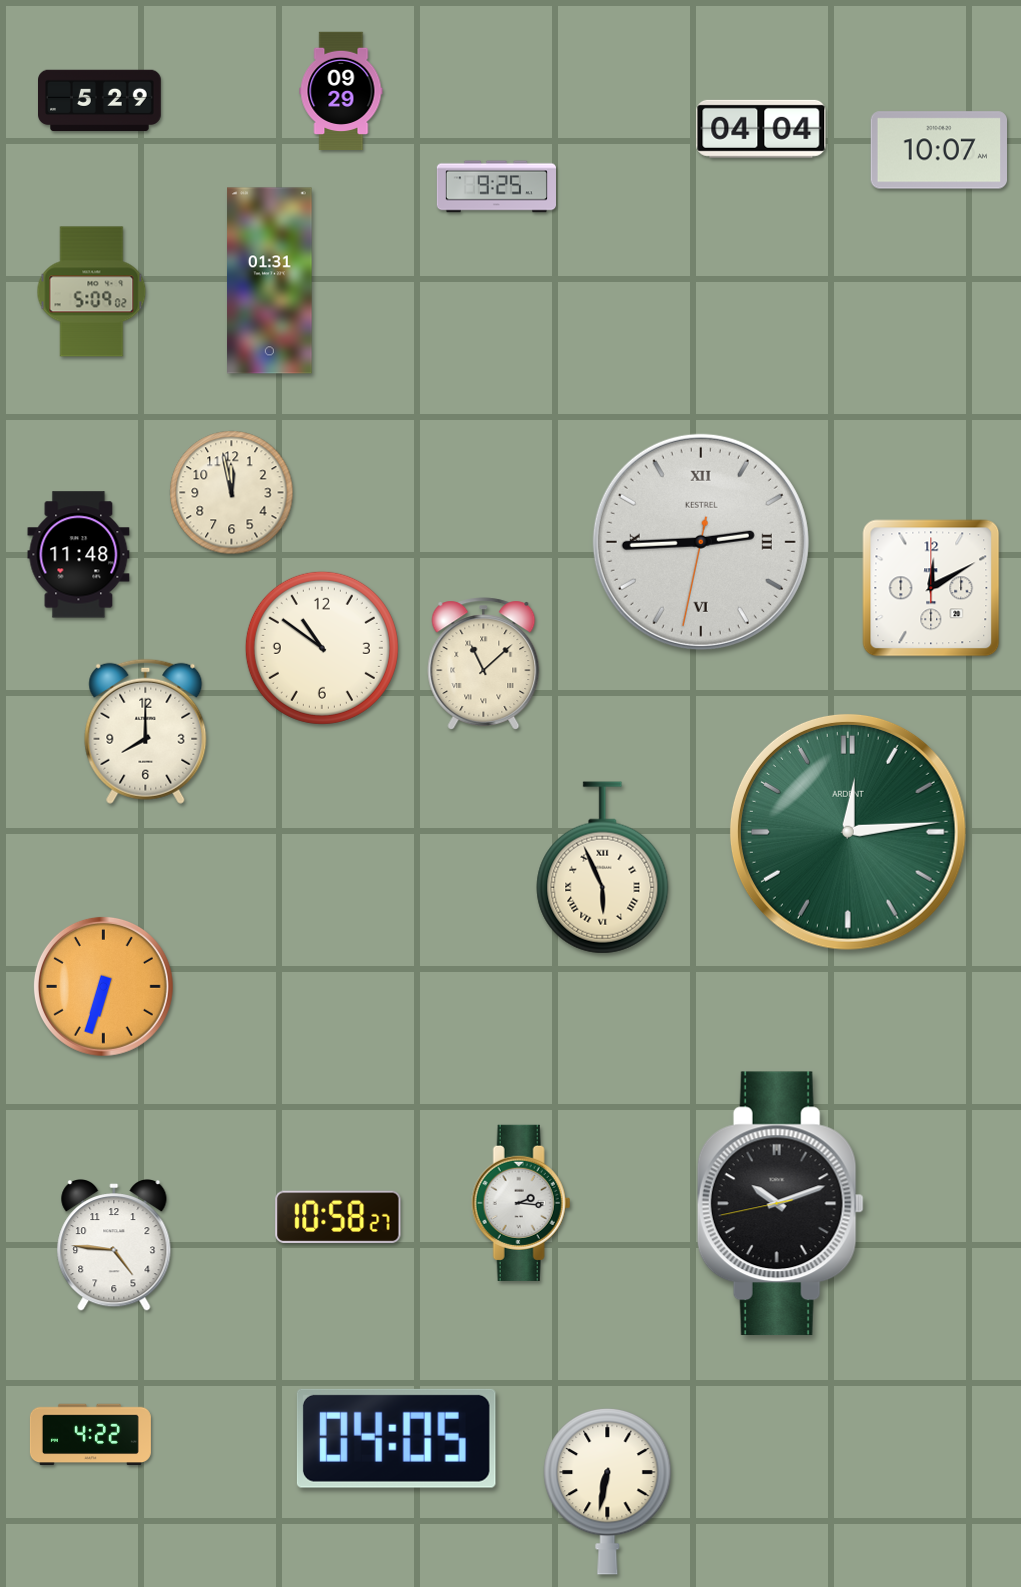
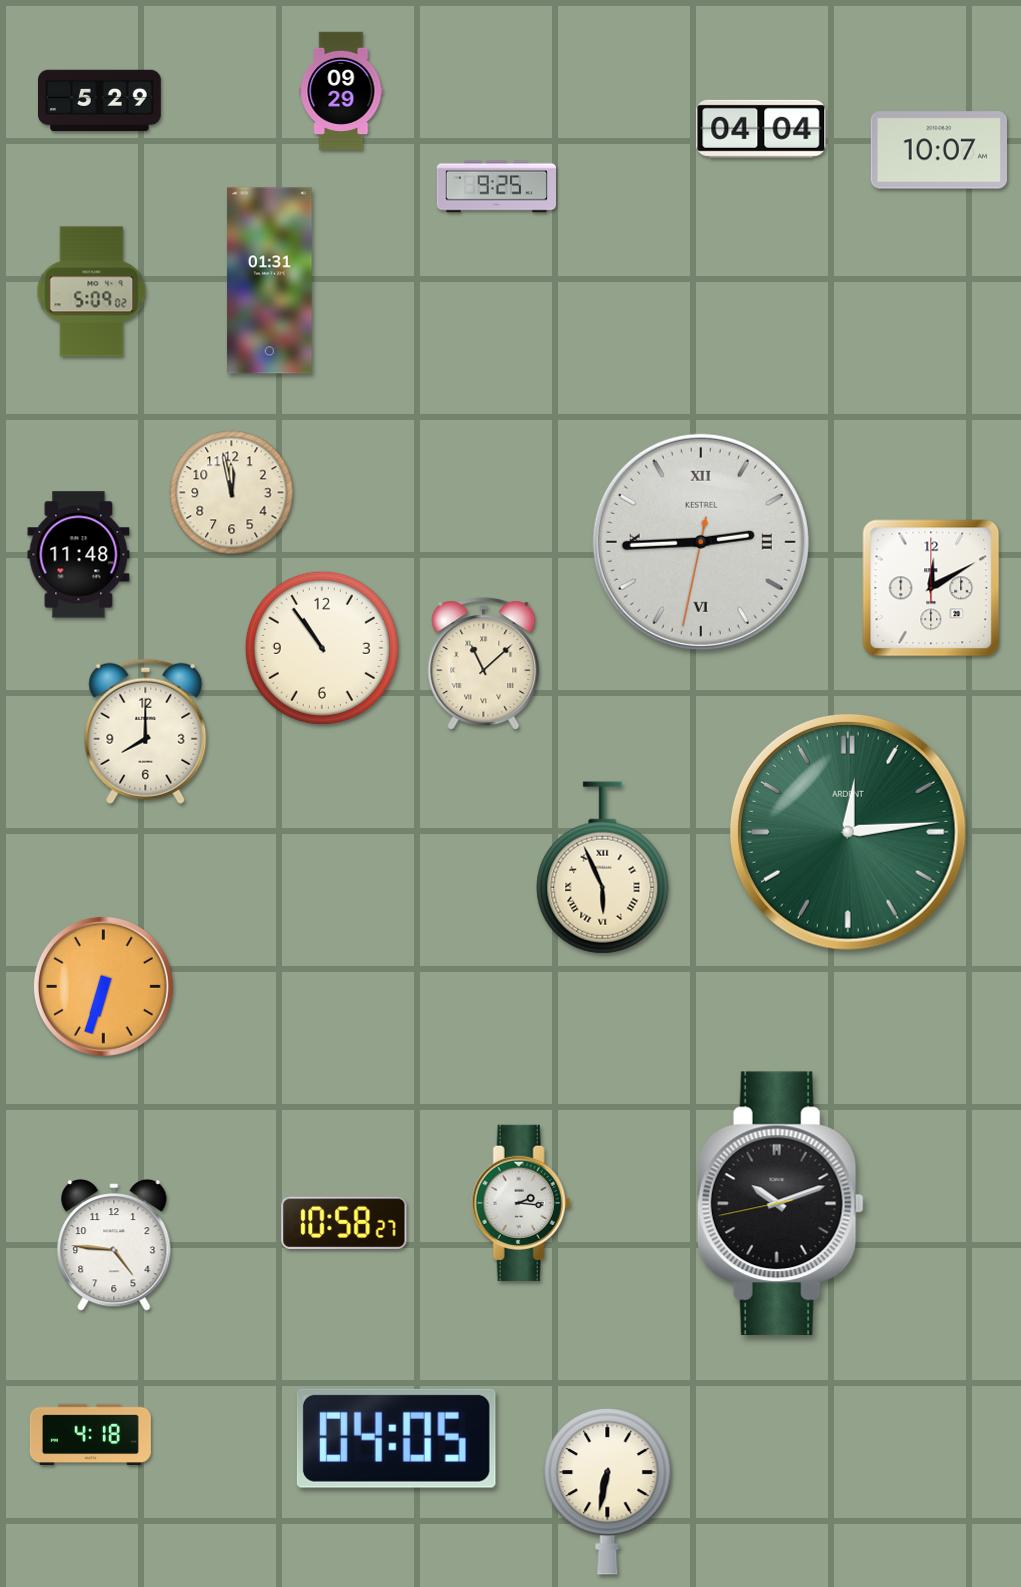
clock at (322, 648): 10:51 -> 10:54
clock at (338, 1216) position: (338, 1216) -> (344, 1222)
clock at (90, 1435): 4:22 -> 4:18
